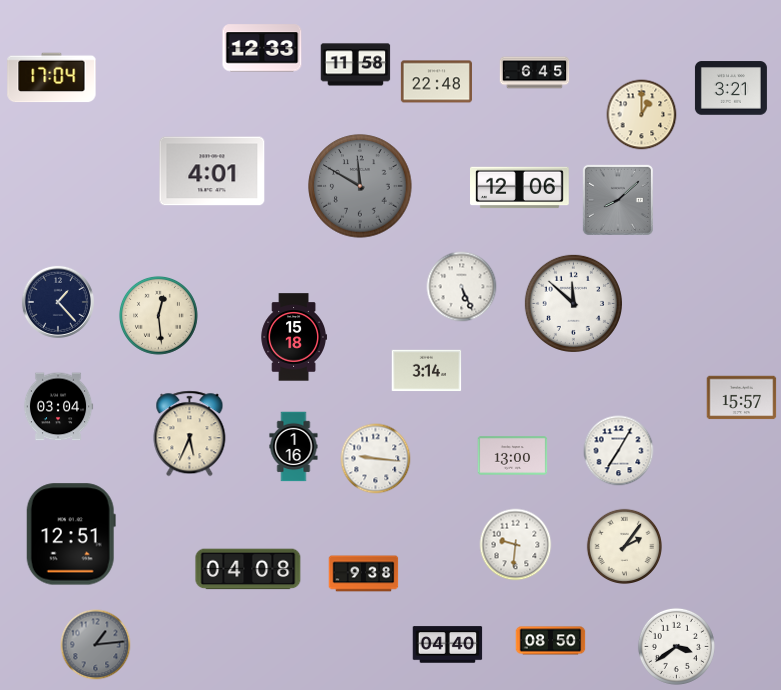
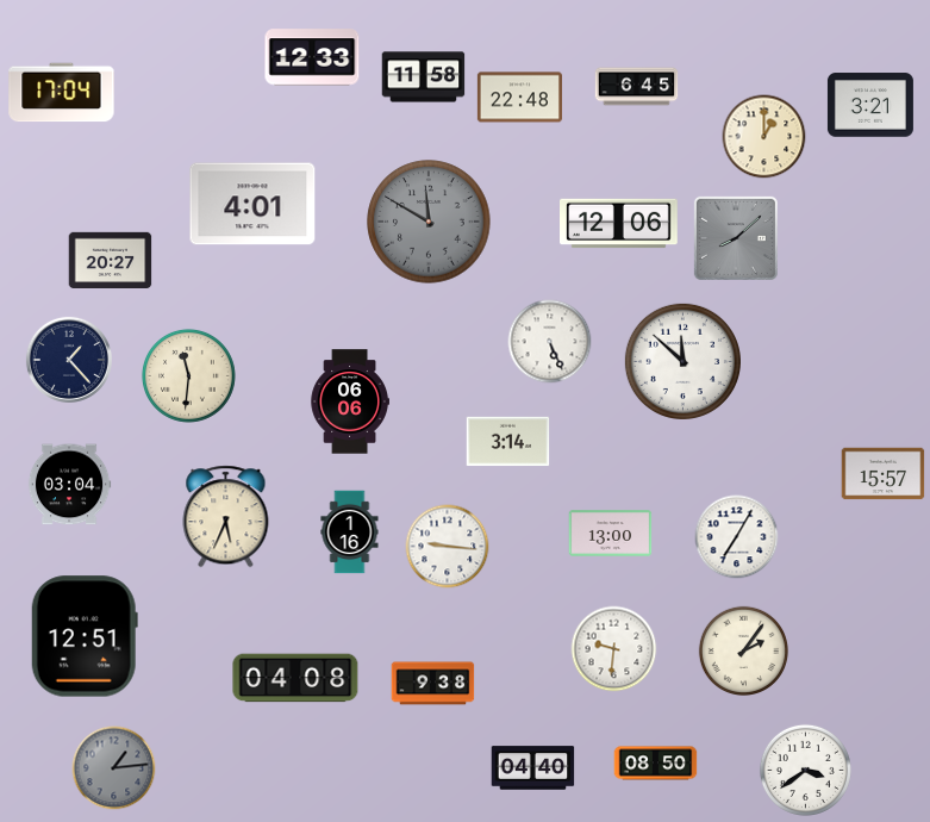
clock at (111, 260): none -> 20:27
clock at (158, 315): 12:29 -> 11:31
clock at (293, 337): 15:18 -> 06:06
clock at (513, 456) position: (513, 456) -> (611, 534)
